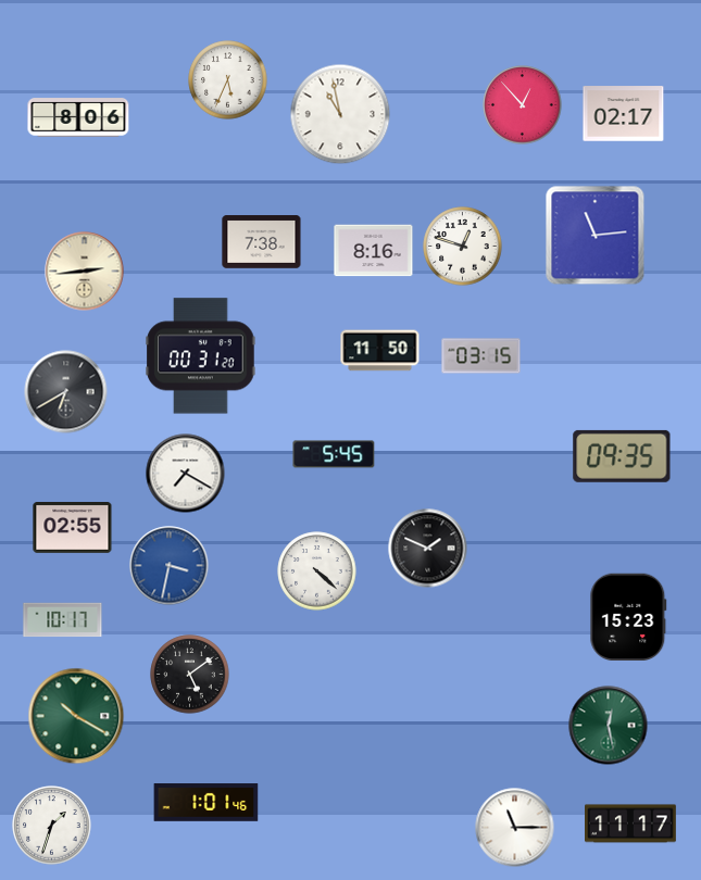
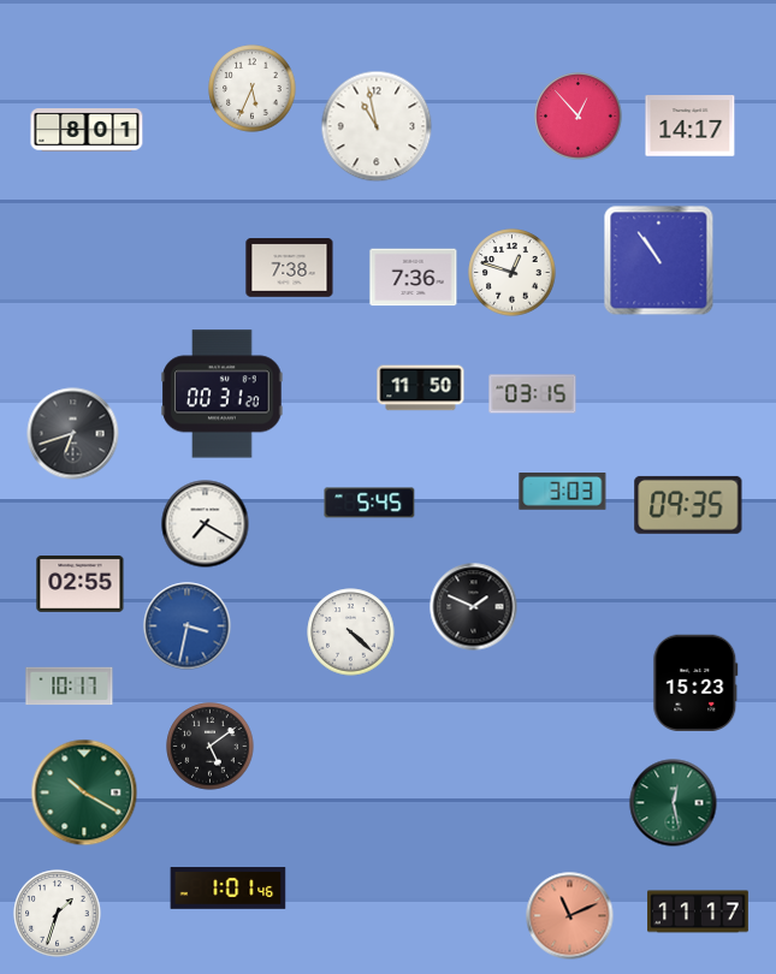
clock at (624, 114): 02:17 -> 14:17
clock at (78, 117): 8:06 -> 8:01
clock at (596, 236): 11:14 -> 10:54
clock at (374, 251): 8:16 -> 7:36
clock at (85, 272): 2:44 -> none
clock at (66, 392): 6:40 -> 6:42
clock at (563, 492): none -> 3:03
clock at (515, 828): 11:15 -> 11:11
clock at (515, 828) dial: white -> salmon
